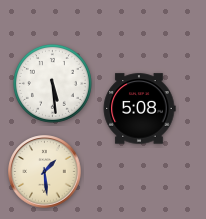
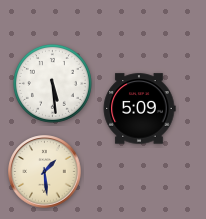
clock at (139, 109): 5:08 -> 5:09
